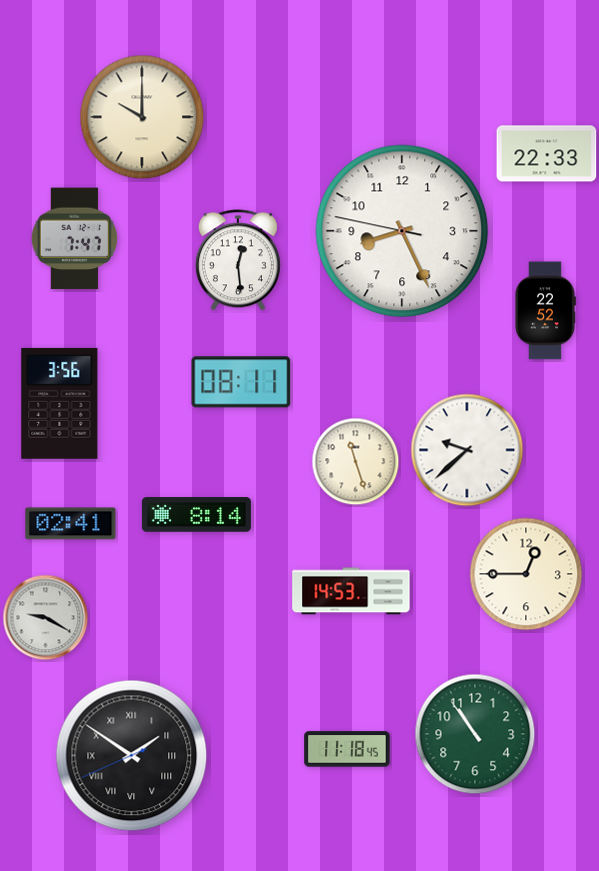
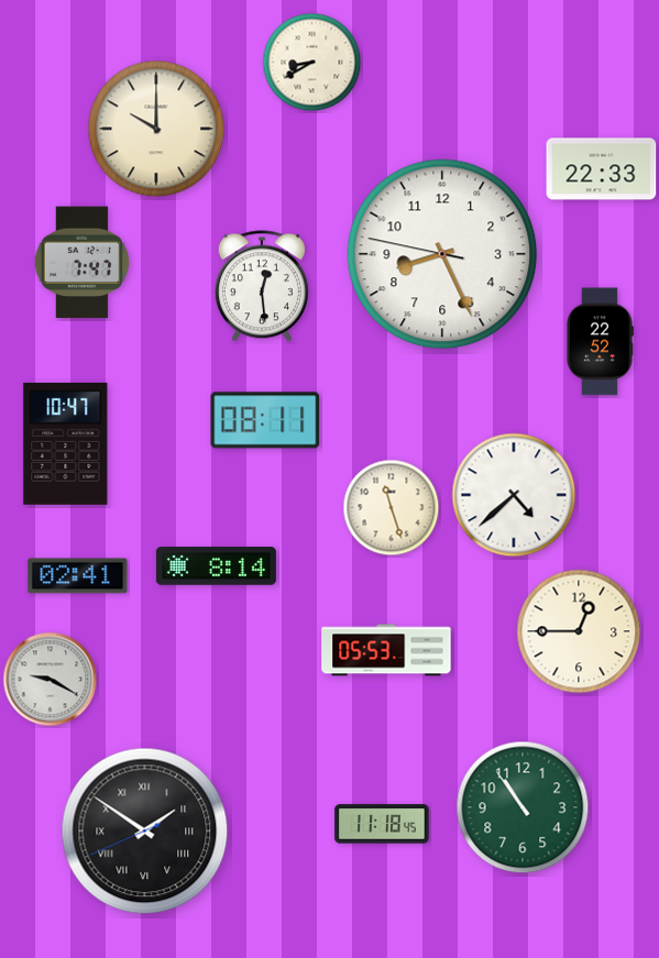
clock at (312, 63): none -> 8:40
clock at (60, 403): 3:56 -> 10:47
clock at (467, 450): 9:38 -> 4:38
clock at (351, 591): 14:53 -> 05:53
